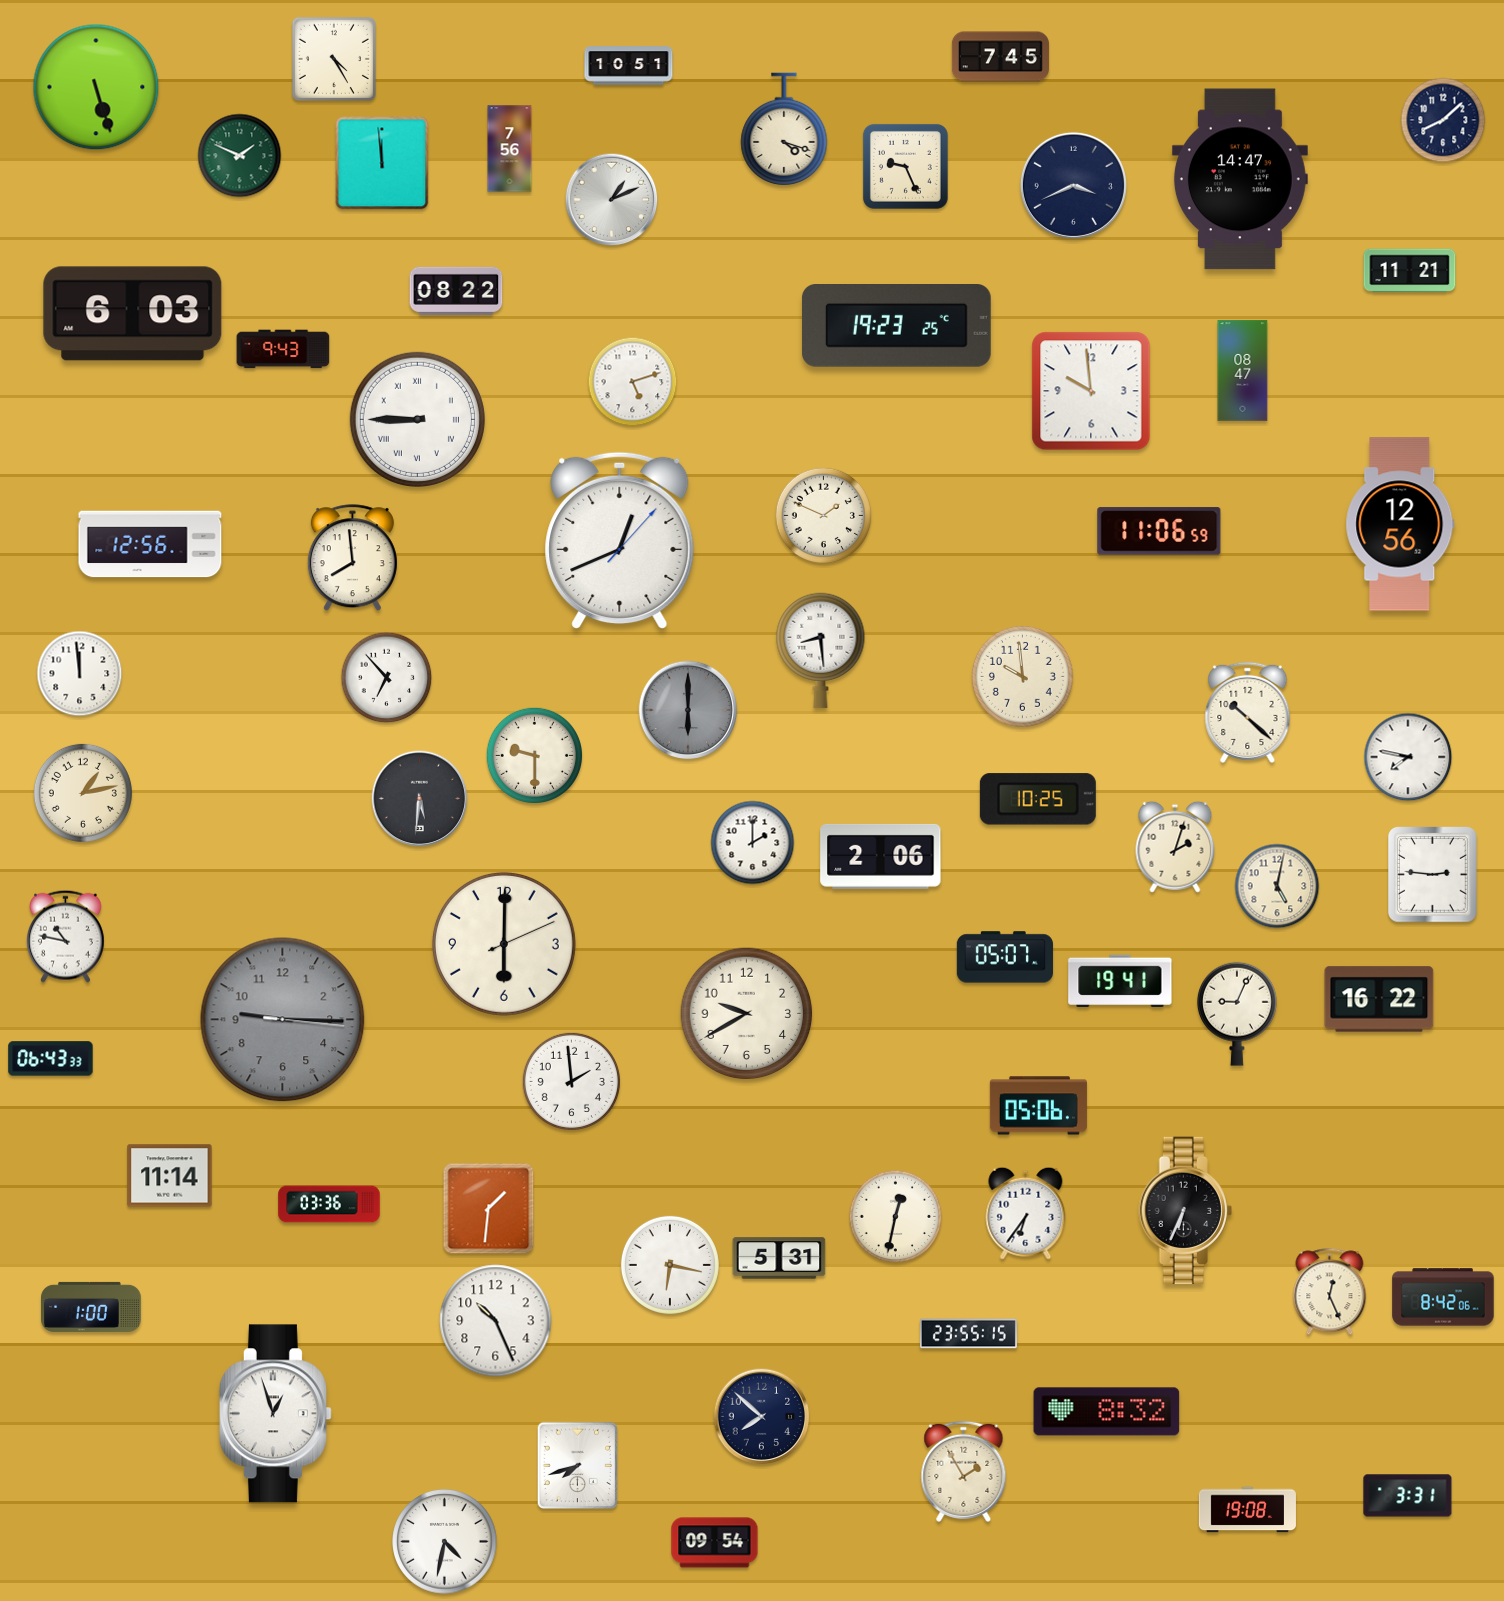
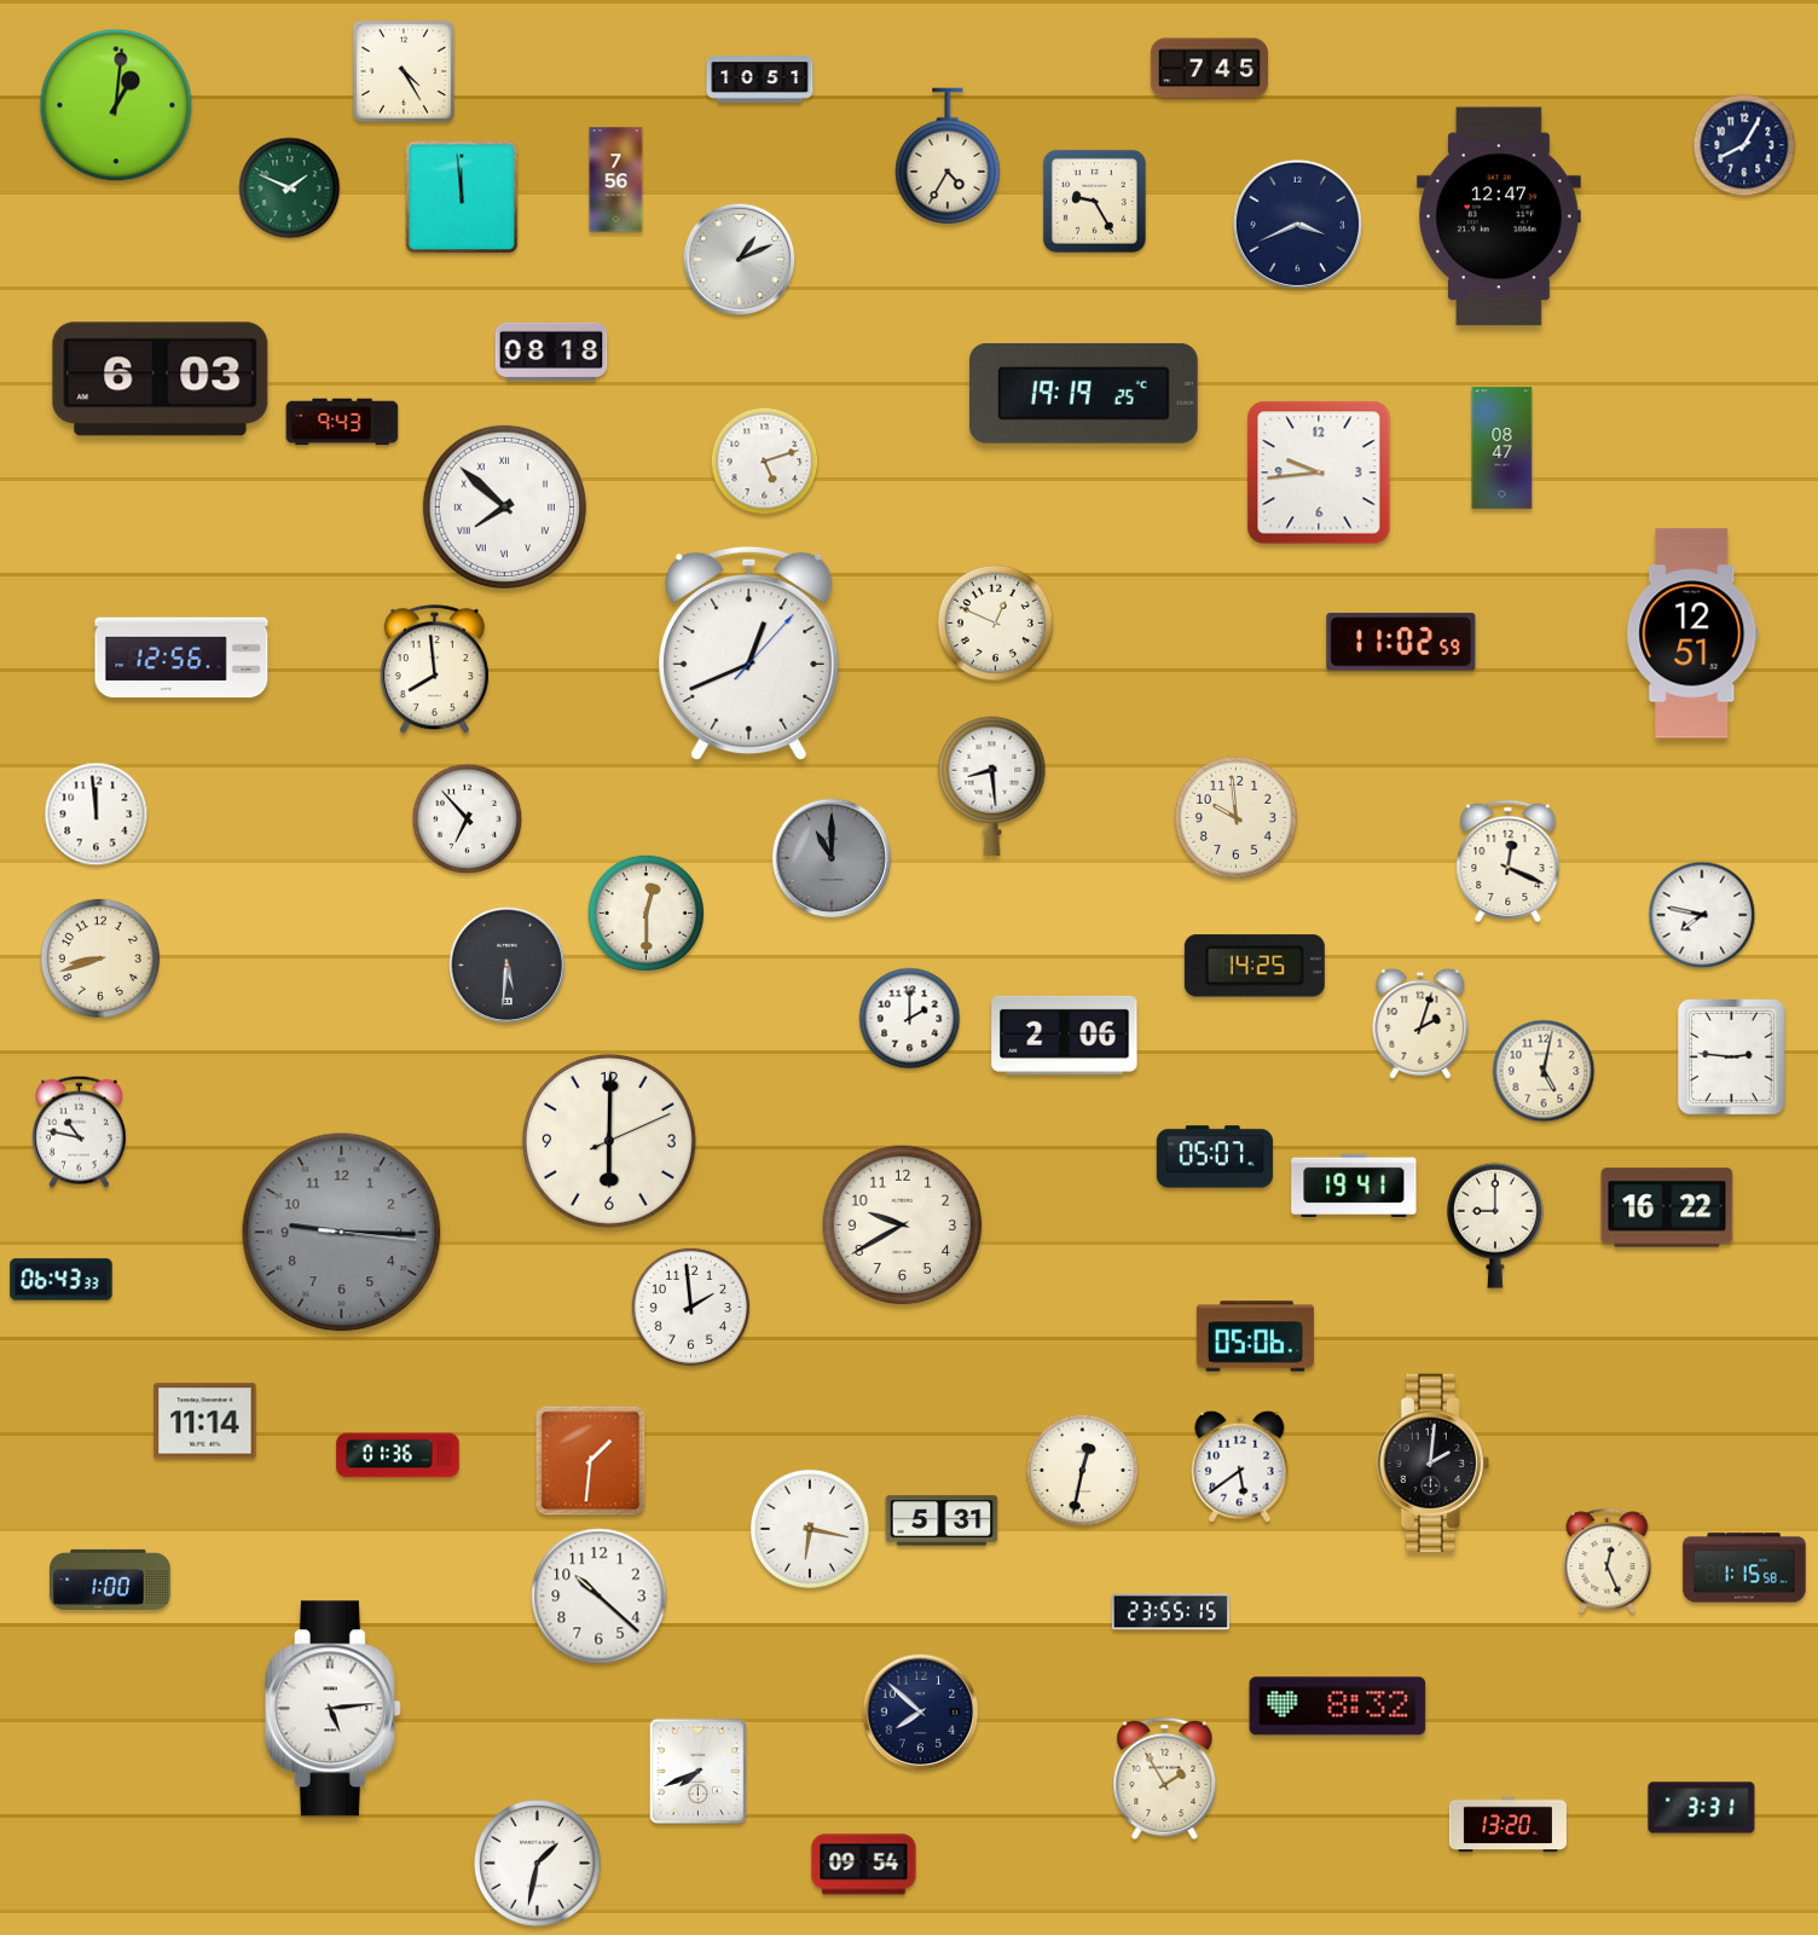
clock at (96, 87): 5:27 -> 1:01
clock at (1443, 120): 8:08 -> 8:05
clock at (784, 130): 4:18 -> 4:35
clock at (905, 166): 9:26 -> 9:25
clock at (1240, 179): 14:47 -> 12:47
clock at (612, 200) position: (612, 200) -> (740, 260)
clock at (1410, 271): 11:21 -> none
clock at (456, 291): 08:22 -> 08:18
clock at (896, 326): 19:23 -> 19:19
clock at (1091, 391): 9:59 -> 9:44
clock at (417, 419): 8:45 -> 7:52
clock at (823, 515): 1:49 -> 12:49
clock at (1400, 524): 12:56 -> 12:51
clock at (1159, 531): 11:06 -> 11:02
clock at (352, 558) position: (352, 558) -> (434, 670)
clock at (688, 710): 6:00 -> 11:00
clock at (1248, 712): 10:22 -> 12:19
clock at (534, 755): 9:30 -> 12:30
clock at (83, 793): 1:13 -> 8:42
clock at (1038, 799): 10:25 -> 14:25
clock at (1237, 1014): 9:04 -> 9:00
clock at (329, 1204): 03:36 -> 01:36
clock at (1185, 1211): 6:34 -> 2:01
clock at (1026, 1213): 6:36 -> 5:39
clock at (1443, 1297): 8:42 -> 1:15
clock at (496, 1321): 10:26 -> 10:22
clock at (275, 1414): 12:57 -> 5:14
clock at (578, 1466): 7:42 -> 7:41
clock at (1247, 1510): 19:08 -> 13:20
clock at (445, 1542): 4:32 -> 1:32
